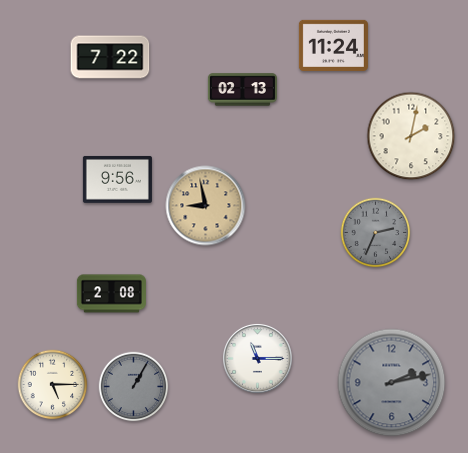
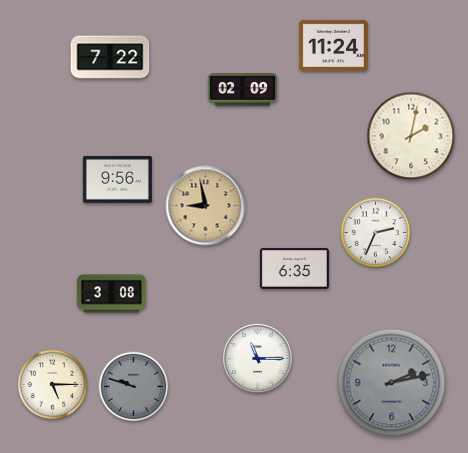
clock at (242, 90): 02:13 -> 02:09
clock at (376, 233) dial: grey -> white
clock at (294, 268): none -> 6:35
clock at (111, 294): 2:08 -> 3:08
clock at (134, 387): 1:05 -> 9:48
